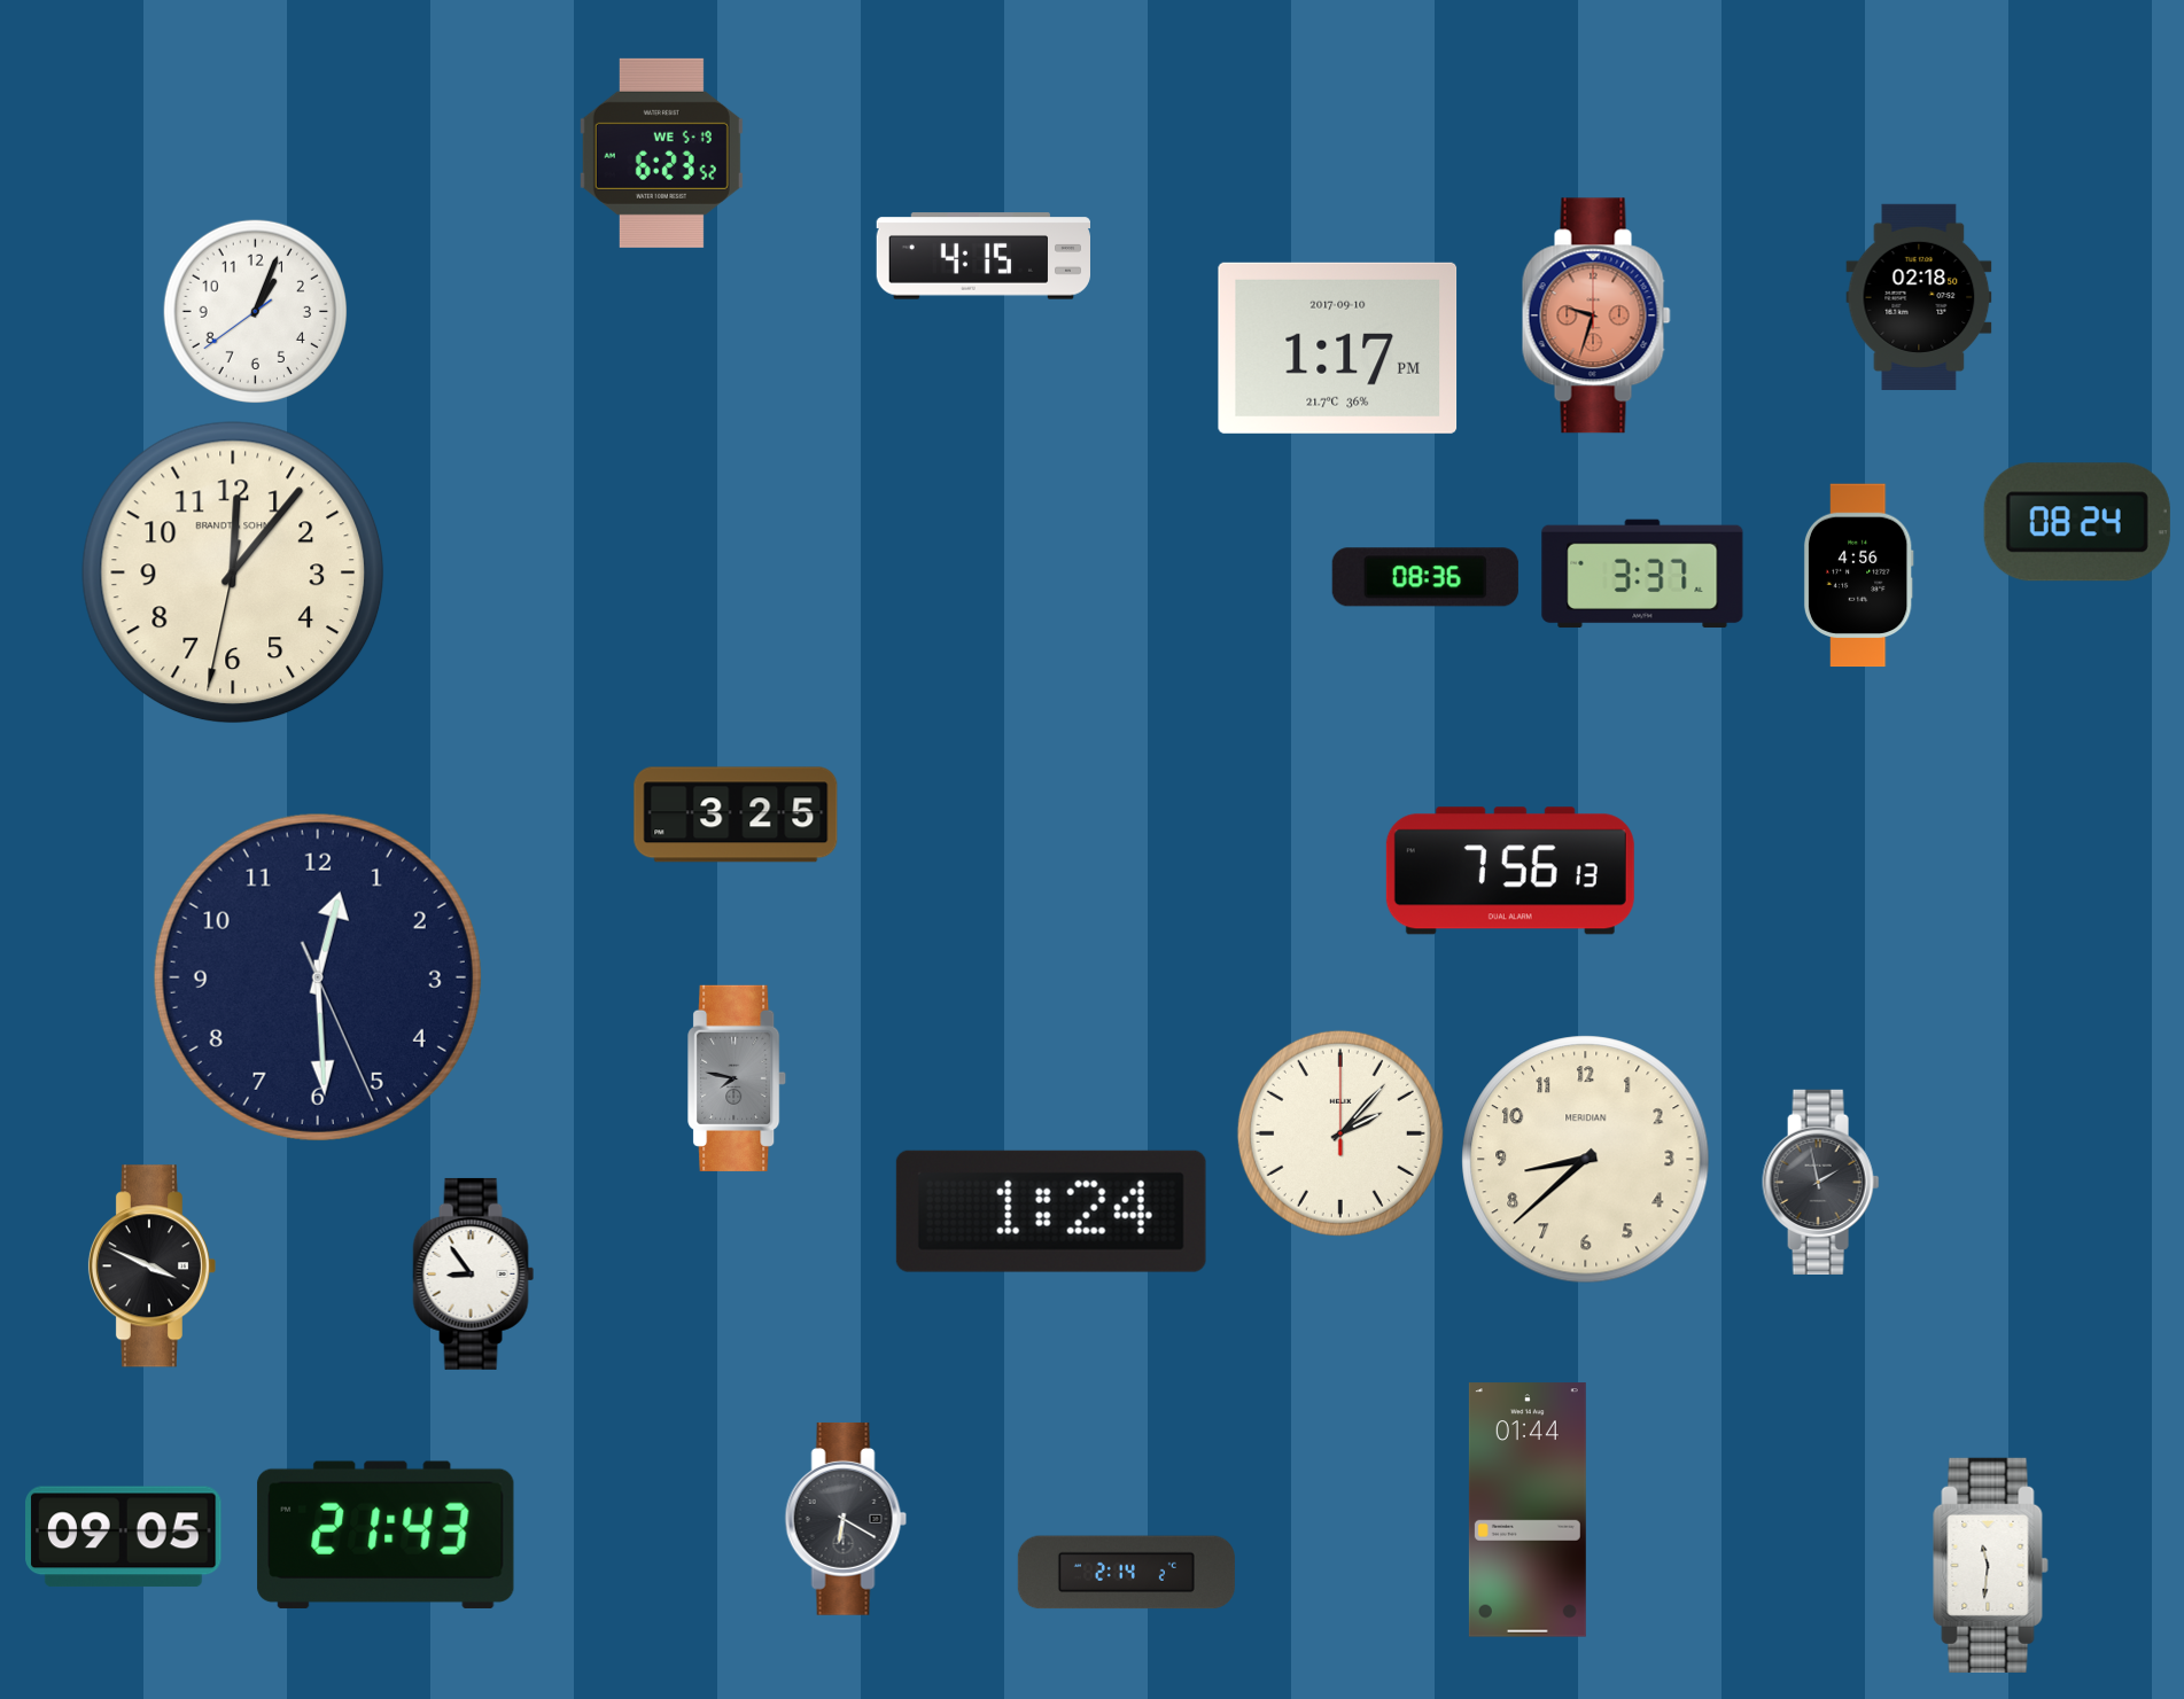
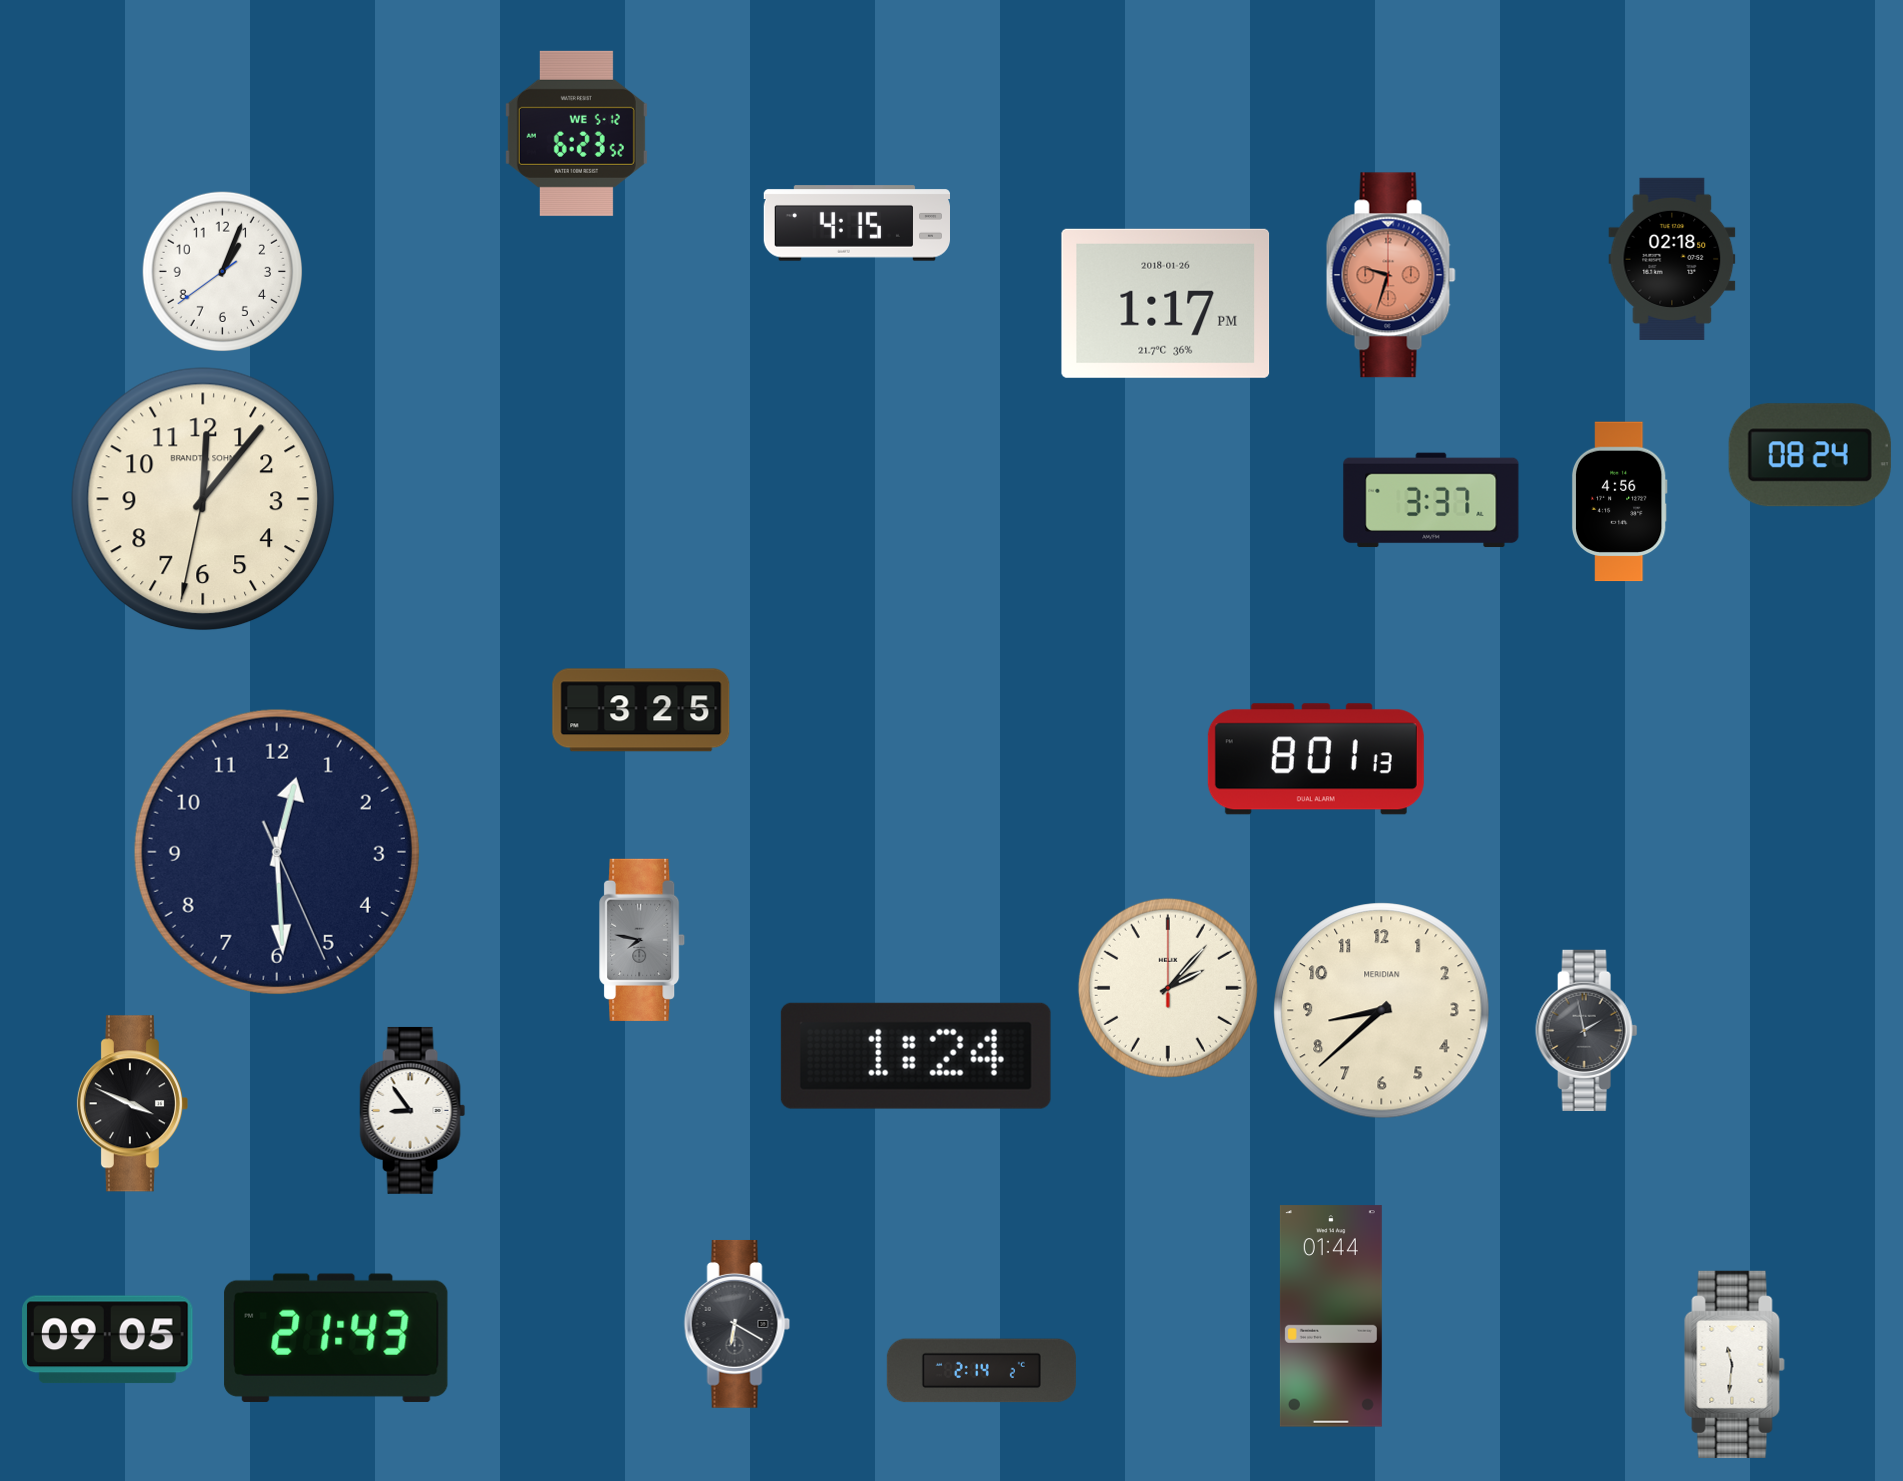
clock at (661, 153) date: WE 5-19 -> WE 5-12
clock at (1338, 348) date: 2017-09-10 -> 2018-01-26
clock at (1425, 577): 08:36 -> none
clock at (1510, 871): 7:56 -> 8:01
